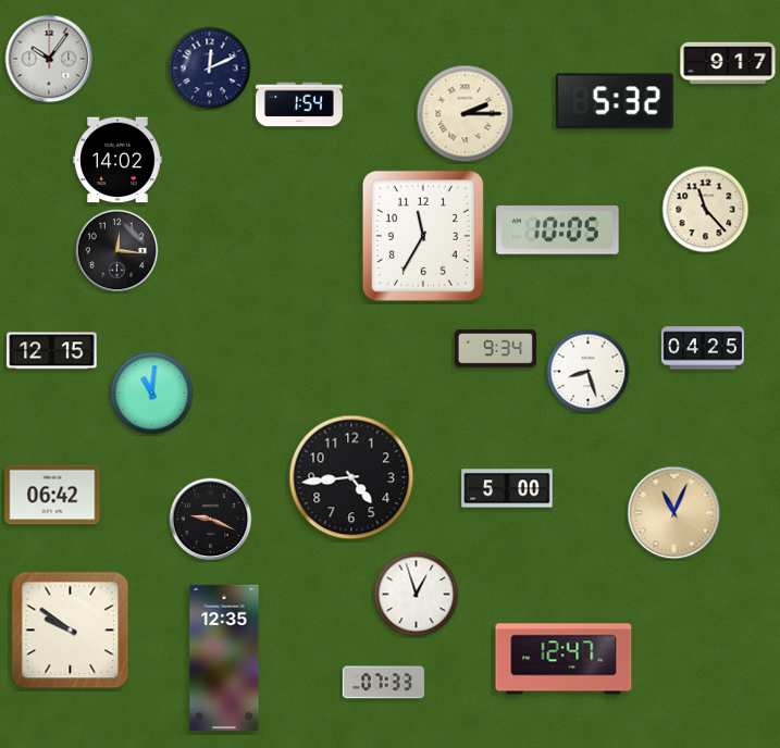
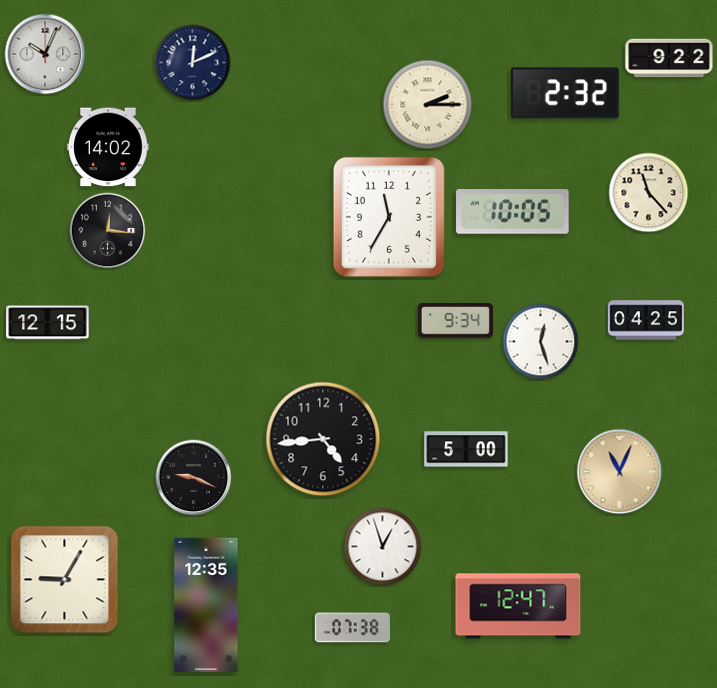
clock at (49, 59): 10:06 -> 10:04
clock at (728, 63): 9:17 -> 9:22
clock at (615, 101): 5:32 -> 2:32
clock at (299, 104): 1:54 -> none
clock at (589, 372): 8:27 -> 12:27
clock at (152, 394): 11:01 -> none
clock at (52, 495): 06:42 -> none
clock at (71, 631): 9:51 -> 9:05
clock at (383, 683): 07:33 -> 07:38
